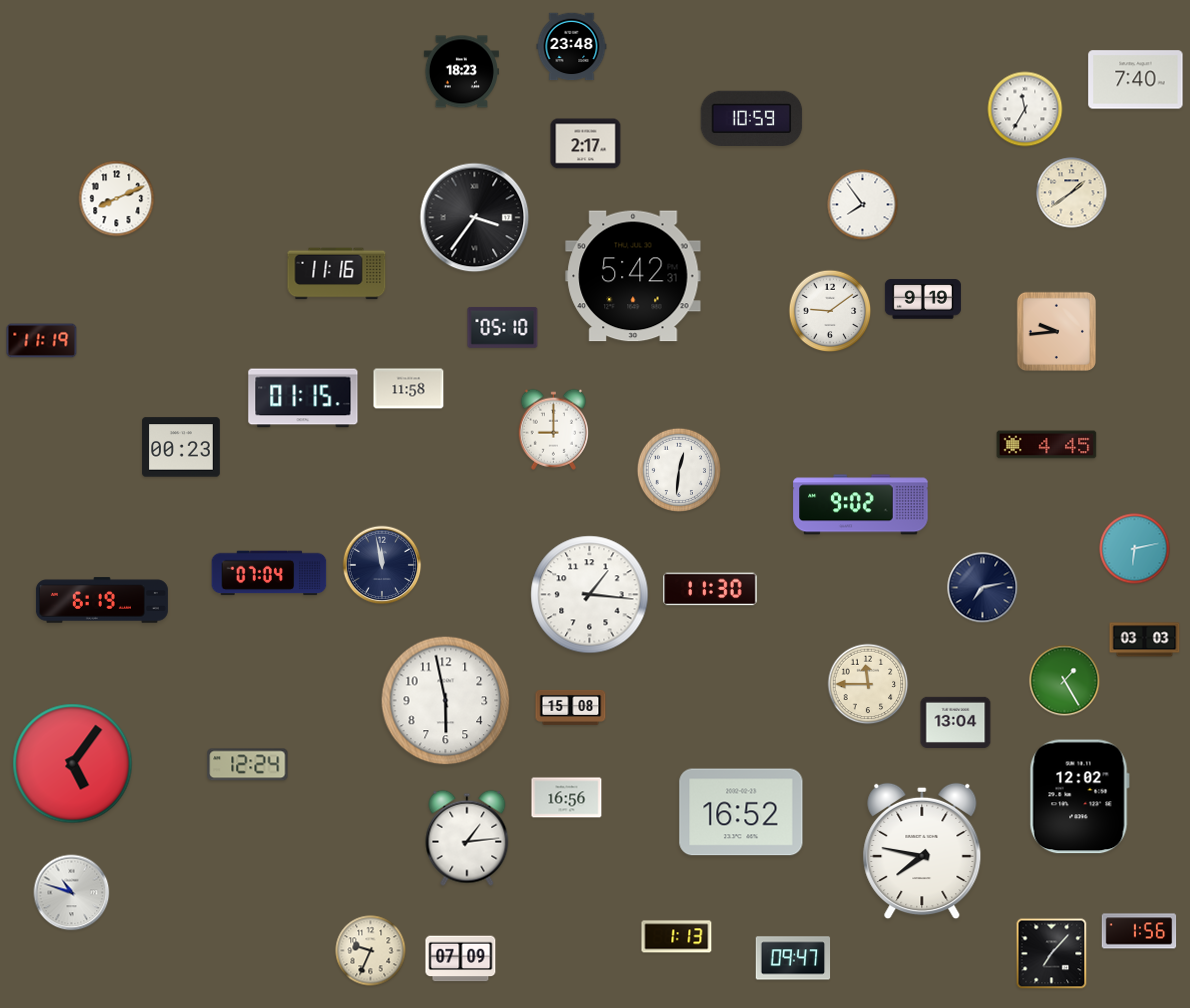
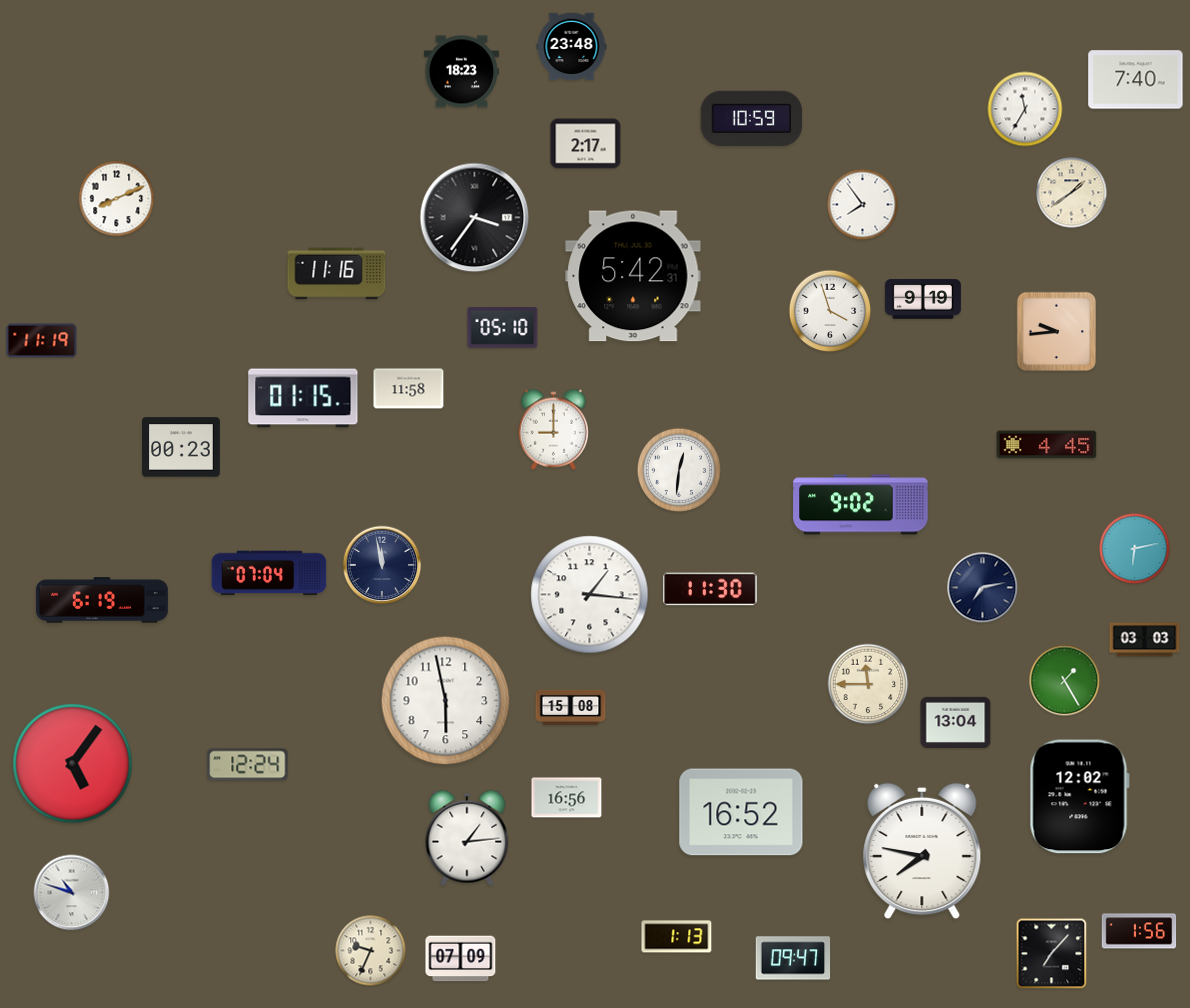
clock at (830, 311): 9:09 -> 3:57
